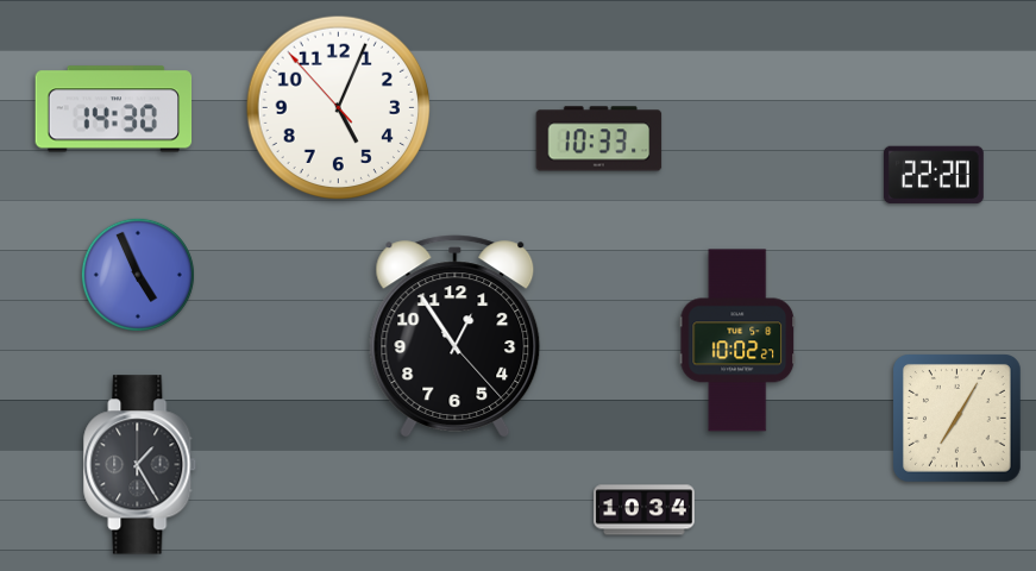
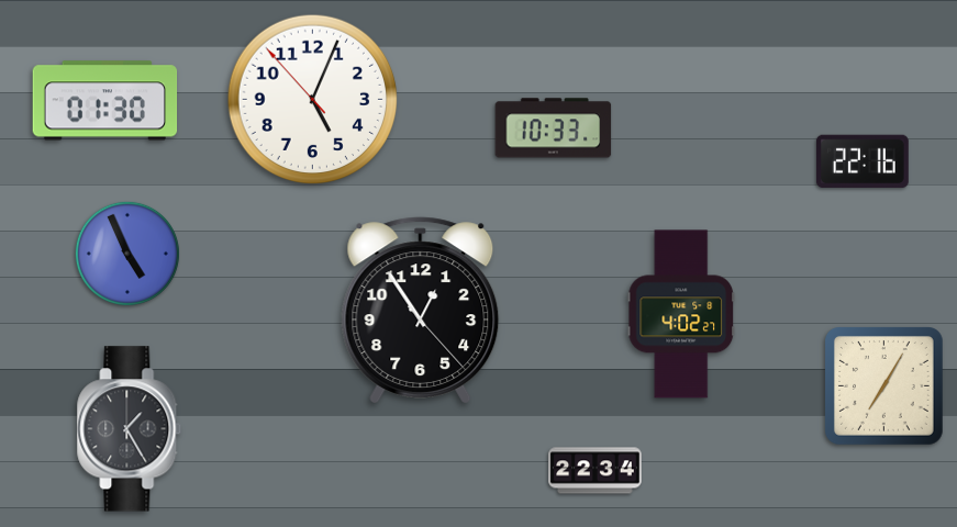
clock at (114, 109): 14:30 -> 01:30
clock at (934, 175): 22:20 -> 22:16
clock at (737, 340): 10:02 -> 4:02
clock at (645, 510): 10:34 -> 22:34
